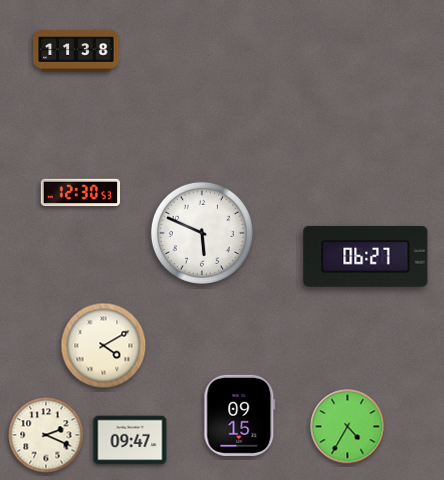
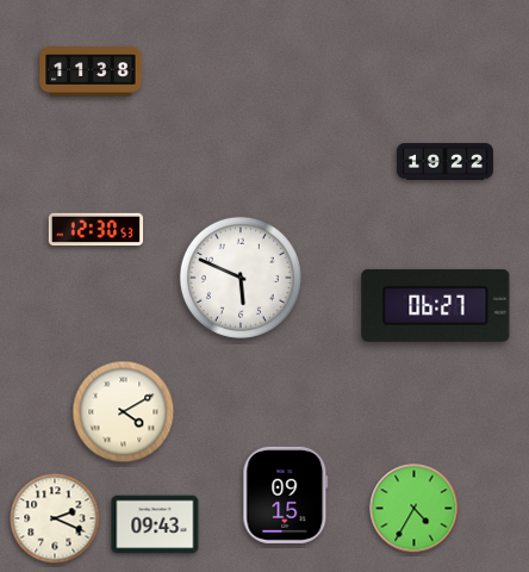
clock at (76, 51) position: (76, 51) -> (91, 71)
clock at (444, 162): none -> 19:22
clock at (130, 440): 09:47 -> 09:43
